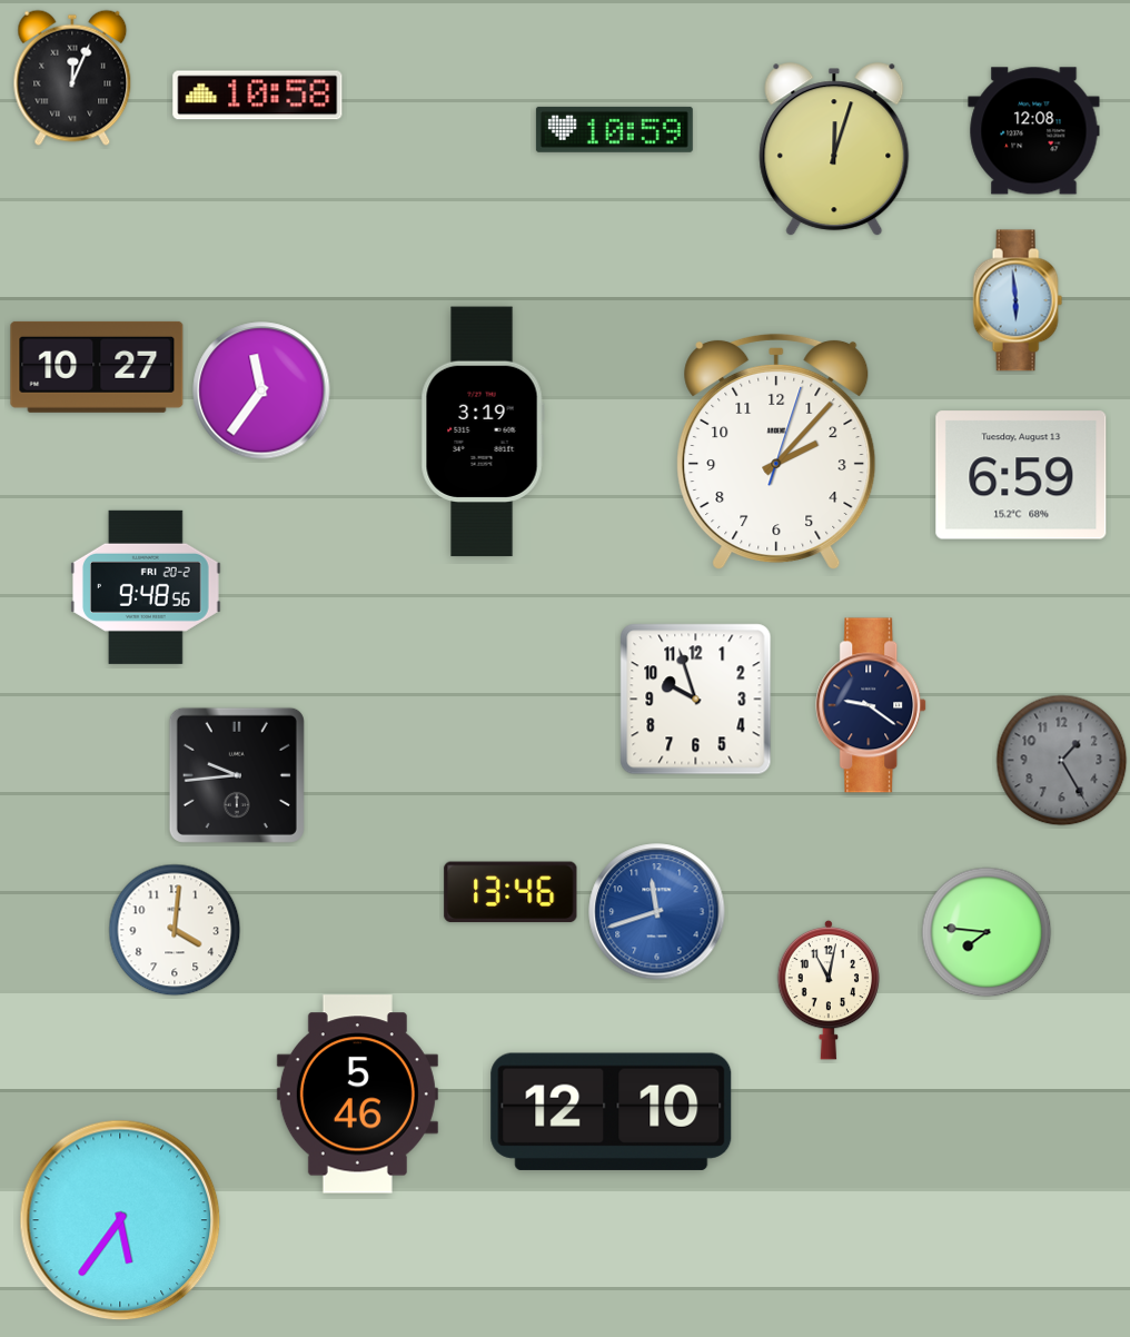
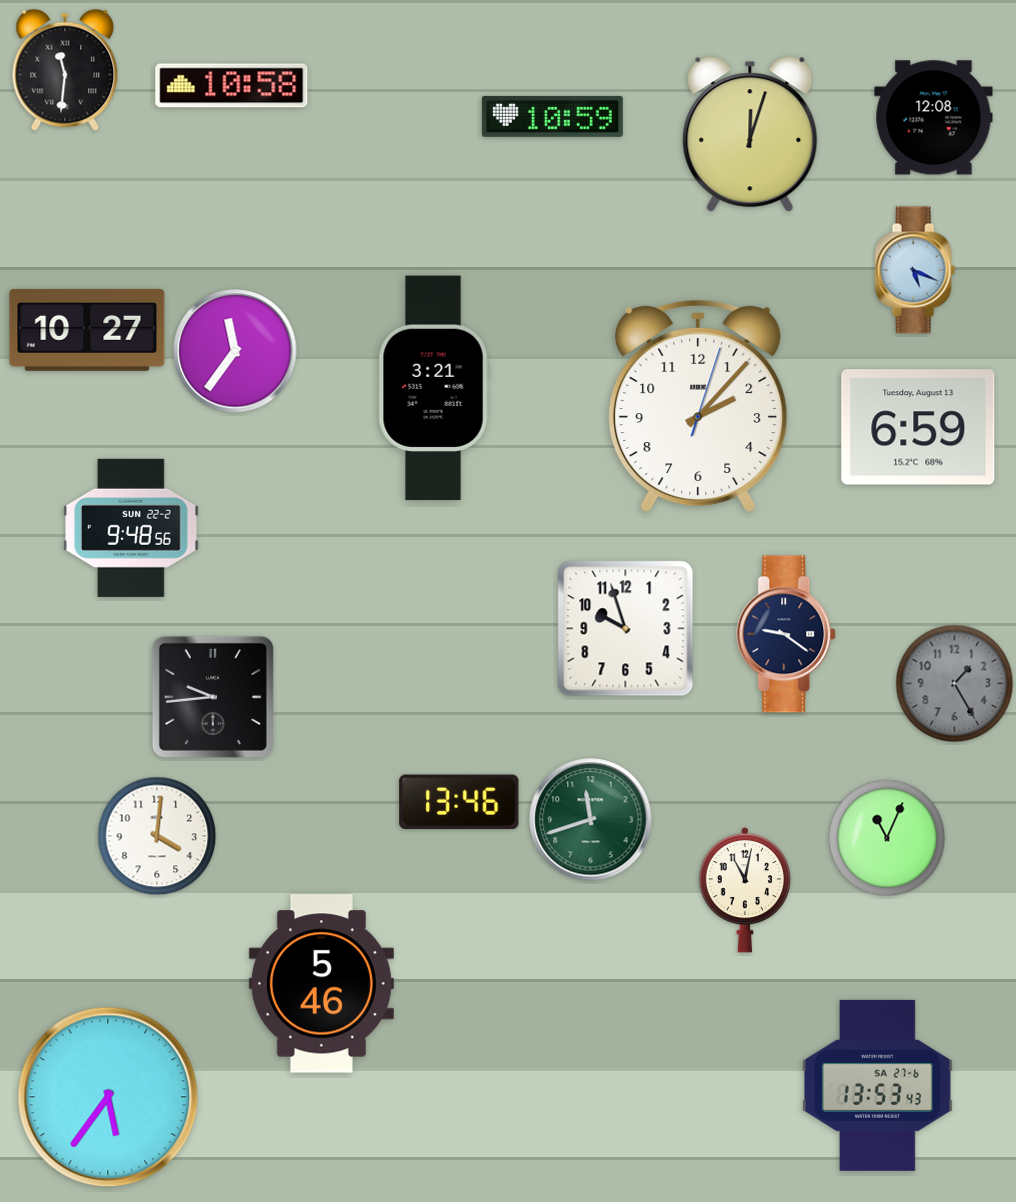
clock at (72, 78): 12:04 -> 11:31
clock at (1034, 131) position: (1034, 131) -> (934, 118)
clock at (1018, 300): 5:59 -> 5:19
clock at (483, 432): 3:19 -> 3:21
clock at (146, 587) date: FRI 20-2 -> SUN 22-2
clock at (872, 705) position: (872, 705) -> (787, 634)
clock at (657, 912) dial: blue -> green
clock at (987, 932): 7:46 -> 11:04
clock at (612, 1111): 12:10 -> none
clock at (877, 1085): none -> 13:53
